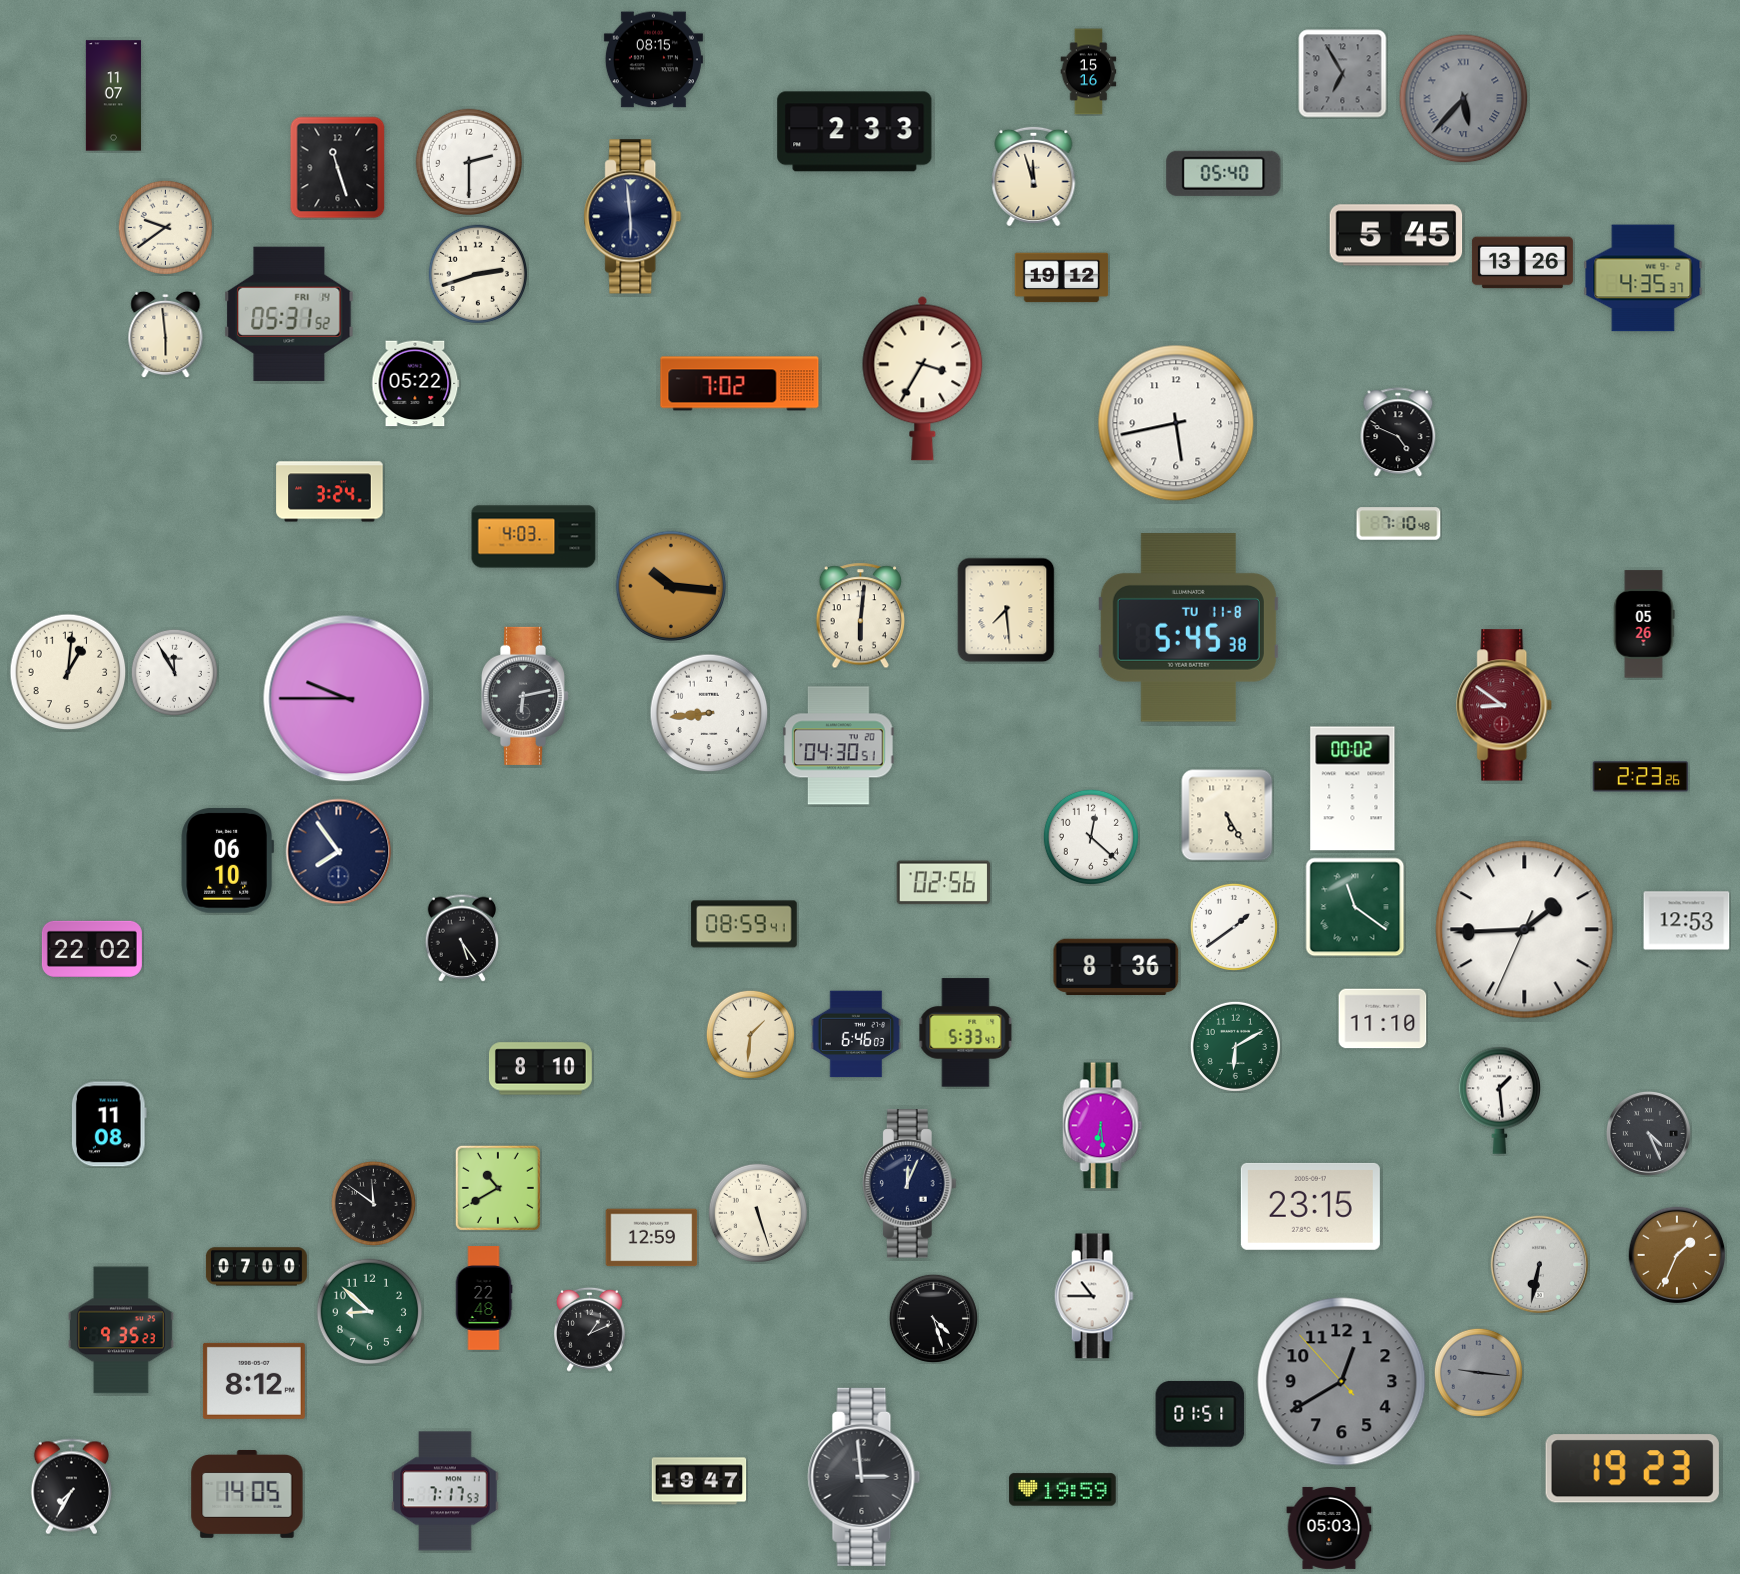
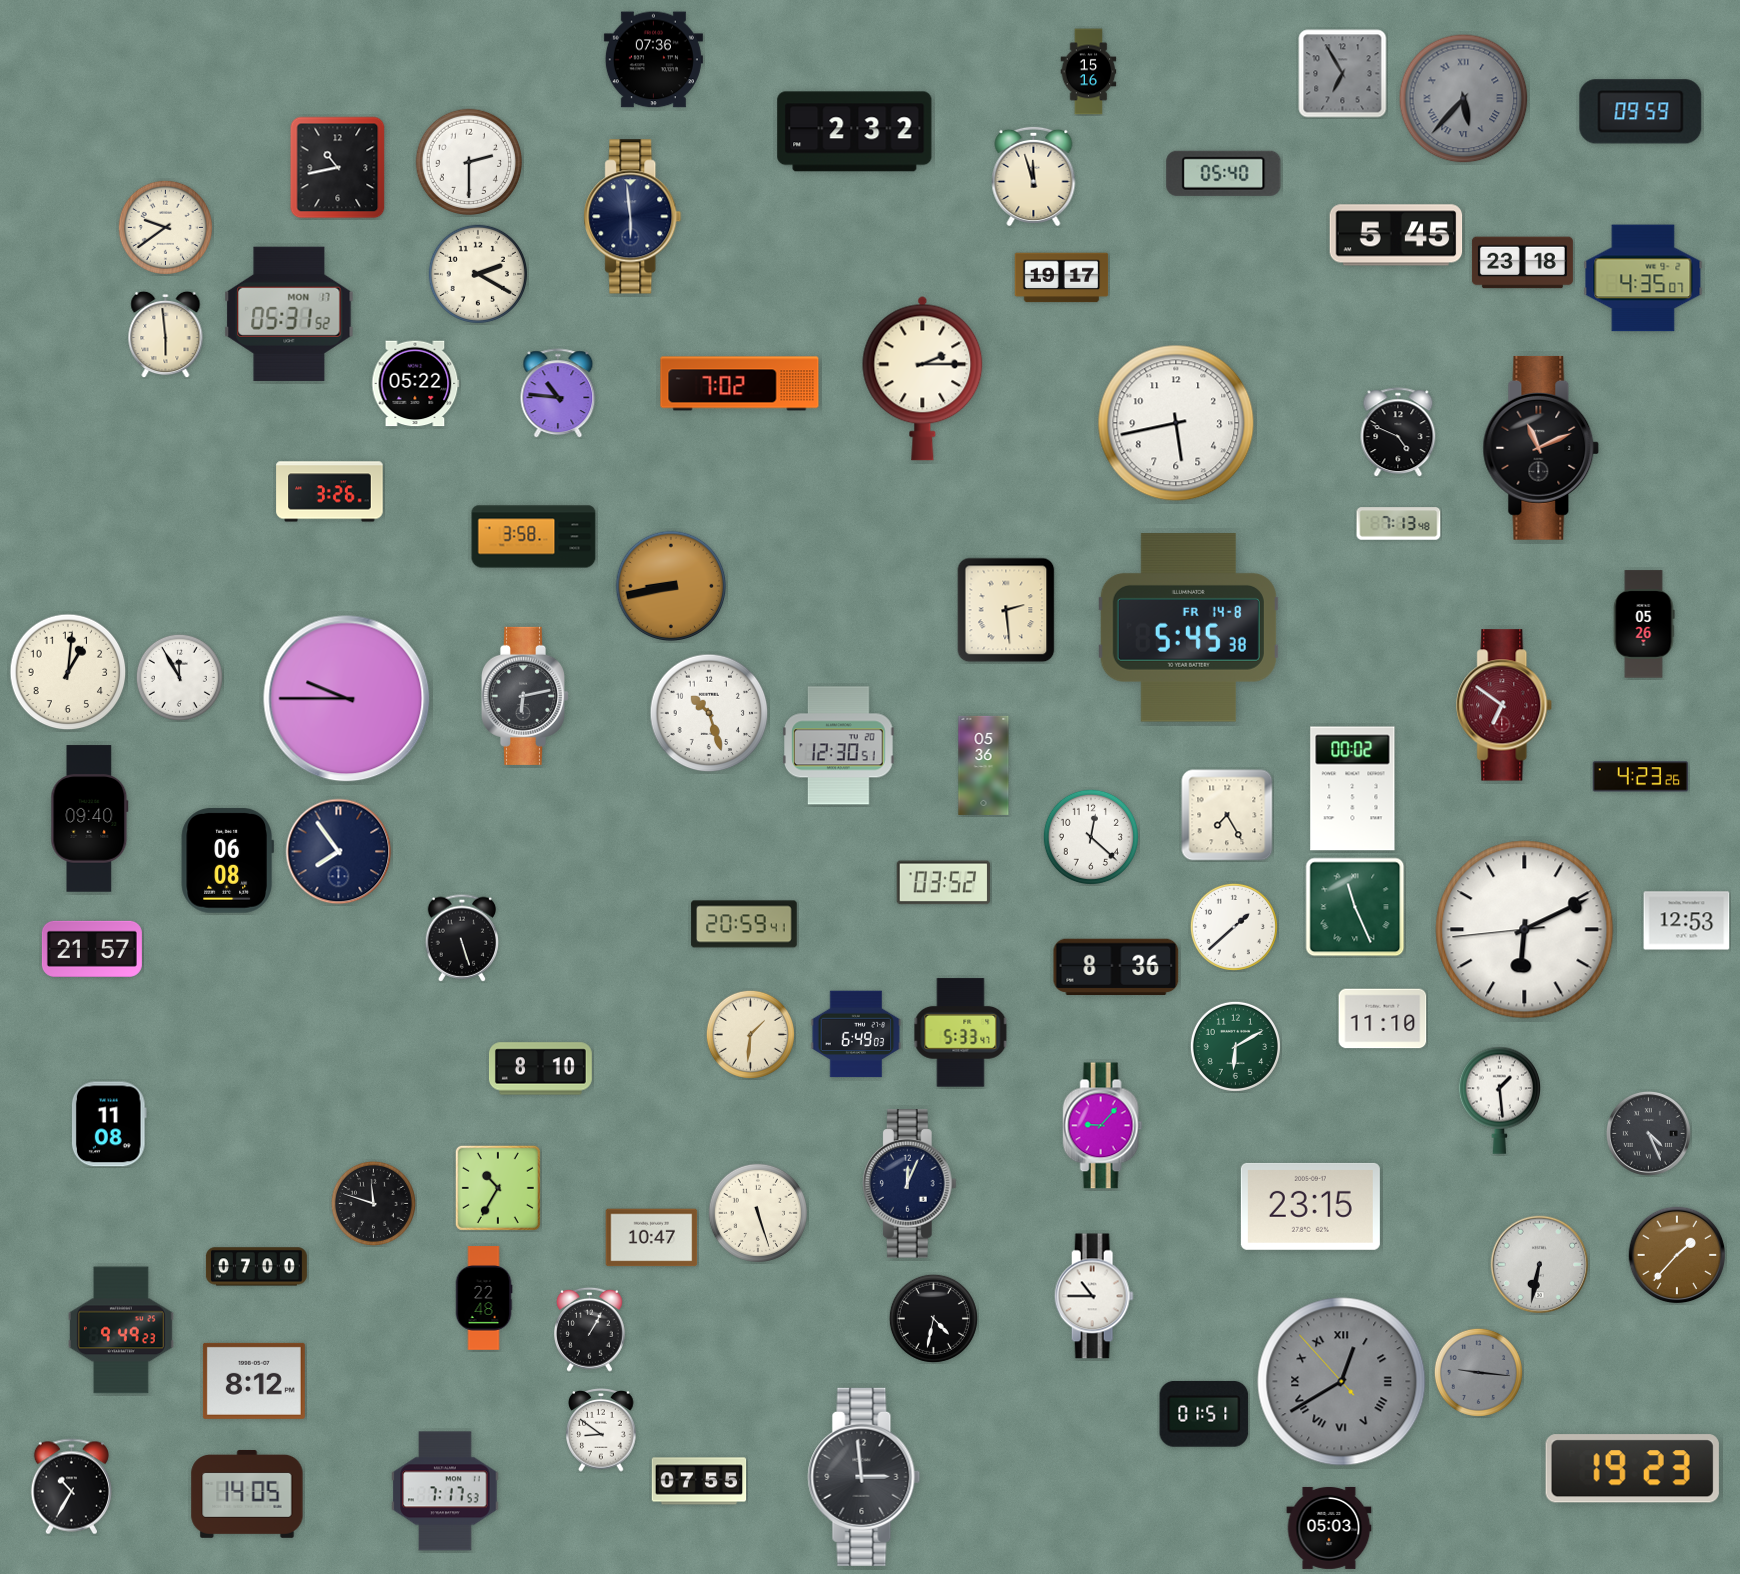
clock at (653, 60): 08:15 -> 07:36
clock at (113, 96): 11:07 -> none
clock at (1641, 112): none -> 09:59
clock at (855, 132): 2:33 -> 2:32
clock at (338, 168): 11:27 -> 10:43
clock at (1522, 263): 13:26 -> 23:18
clock at (478, 274): 2:42 -> 2:20
clock at (1062, 278): 19:12 -> 19:17
clock at (1643, 278): 4:35:37 -> 4:35:07
clock at (289, 314) date: FRI 14 -> MON 17
clock at (923, 378): 3:35 -> 2:15
clock at (558, 393): none -> 10:46
clock at (1541, 448): none -> 11:11
clock at (330, 492): 3:24 -> 3:26
clock at (1399, 524): 7:10 -> 7:13
clock at (534, 537): 4:03 -> 3:58
clock at (671, 586): 10:16 -> 8:43
clock at (1006, 610): 7:29 -> 2:29
clock at (860, 616): 6:01 -> none
clock at (1188, 628) date: TU 11-8 -> FR 14-8
clock at (174, 672) position: (174, 672) -> (179, 677)
clock at (1505, 705): 8:51 -> 6:51
clock at (709, 713): 8:44 -> 10:27
clock at (839, 746): 04:30 -> 12:30
clock at (984, 765): none -> 05:36
clock at (1640, 777): 2:23 -> 4:23
clock at (1227, 815): 5:25 -> 7:25
clock at (90, 819): none -> 09:40
clock at (227, 860): 06:10 -> 06:08
clock at (944, 883): 02:56 -> 03:52
clock at (1355, 907): 11:21 -> 11:26
clock at (744, 924): 08:59 -> 20:59
clock at (1234, 927): 1:39 -> 1:38
clock at (1525, 930): 1:44 -> 6:10
clock at (461, 938): 5:24 -> 5:27
clock at (92, 949): 22:02 -> 21:57
clock at (966, 1033) position: (966, 1033) -> (961, 1033)
clock at (856, 1034): 6:46 -> 6:49
clock at (1103, 1126): 6:29 -> 9:07
clock at (498, 1188): 10:40 -> 10:35
clock at (373, 1203): 11:51 -> 11:48
clock at (652, 1238): 12:59 -> 10:47
clock at (1677, 1255): 1:34 -> 1:37
clock at (369, 1311): 8:52 -> none
clock at (933, 1318): 4:27 -> 4:32
clock at (590, 1329): 1:11 -> 1:05
clock at (122, 1330): 9:35 -> 9:49
clock at (1342, 1382) numerals: Arabic -> Roman
clock at (1200, 1414) position: (1200, 1414) -> (1204, 1414)
clock at (601, 1430): none -> 8:51
clock at (699, 1481): 19:47 -> 07:55
clock at (71, 1487): 7:35 -> 10:35
clock at (1063, 1490): 19:59 -> none
